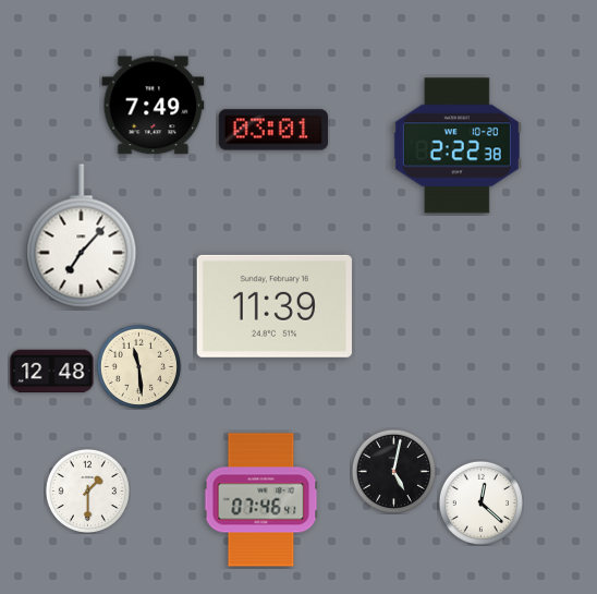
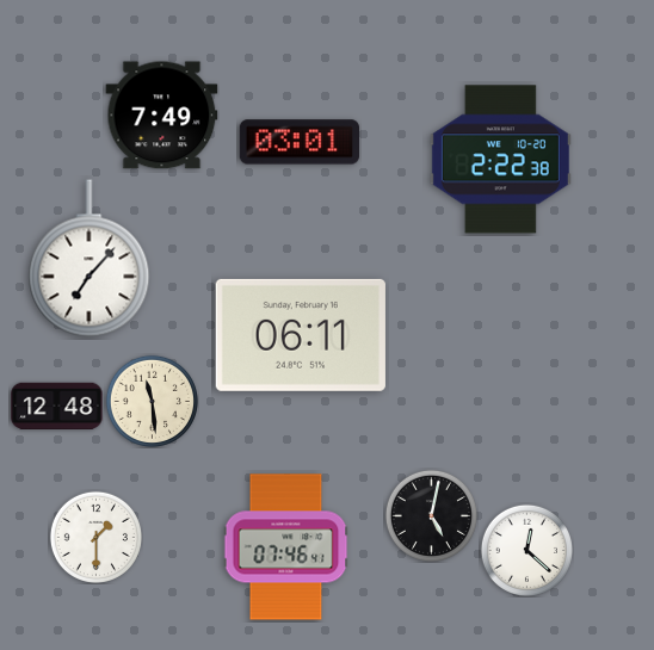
clock at (154, 106) position: (154, 106) -> (162, 116)
clock at (275, 306): 11:39 -> 06:11
